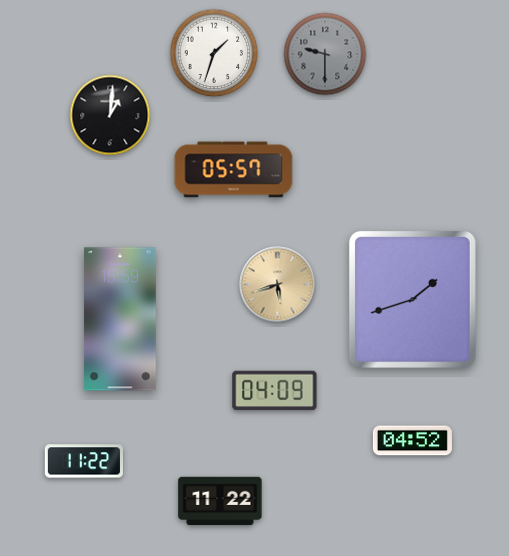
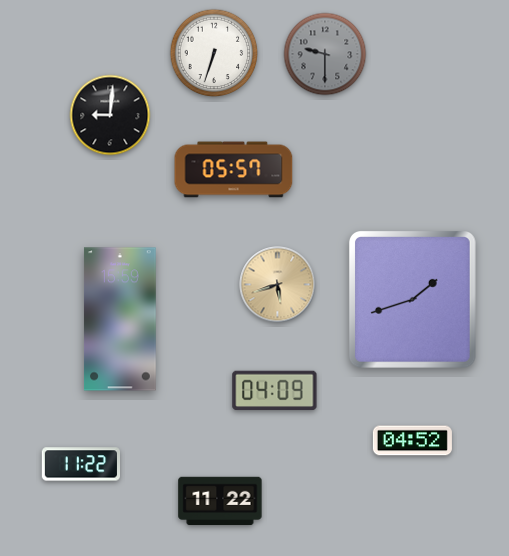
clock at (214, 53): 1:33 -> 6:33
clock at (110, 115): 1:01 -> 9:01
clock at (83, 461) position: (83, 461) -> (80, 464)
